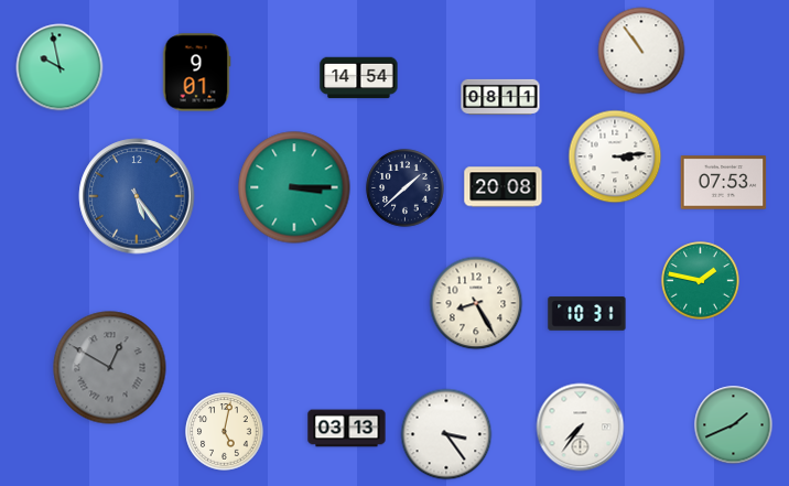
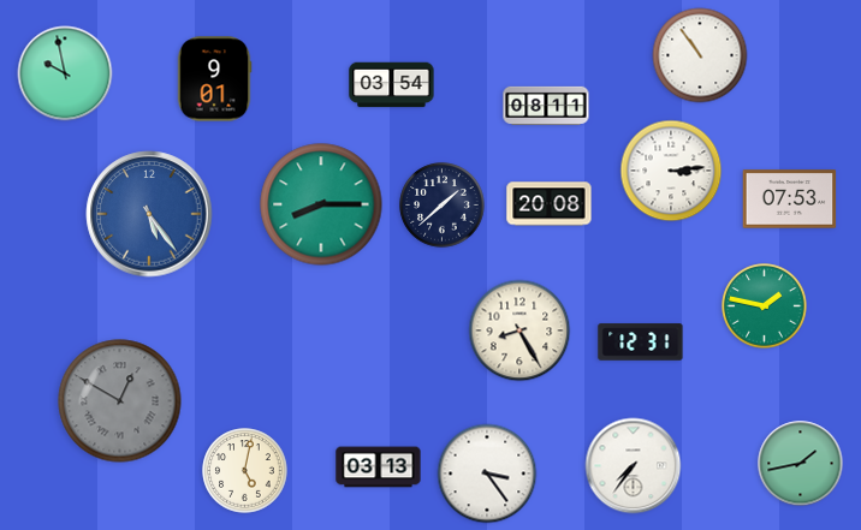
clock at (359, 78): 14:54 -> 03:54
clock at (294, 187): 3:15 -> 8:15
clock at (587, 314): 10:31 -> 12:31
clock at (734, 425): 1:41 -> 1:43
